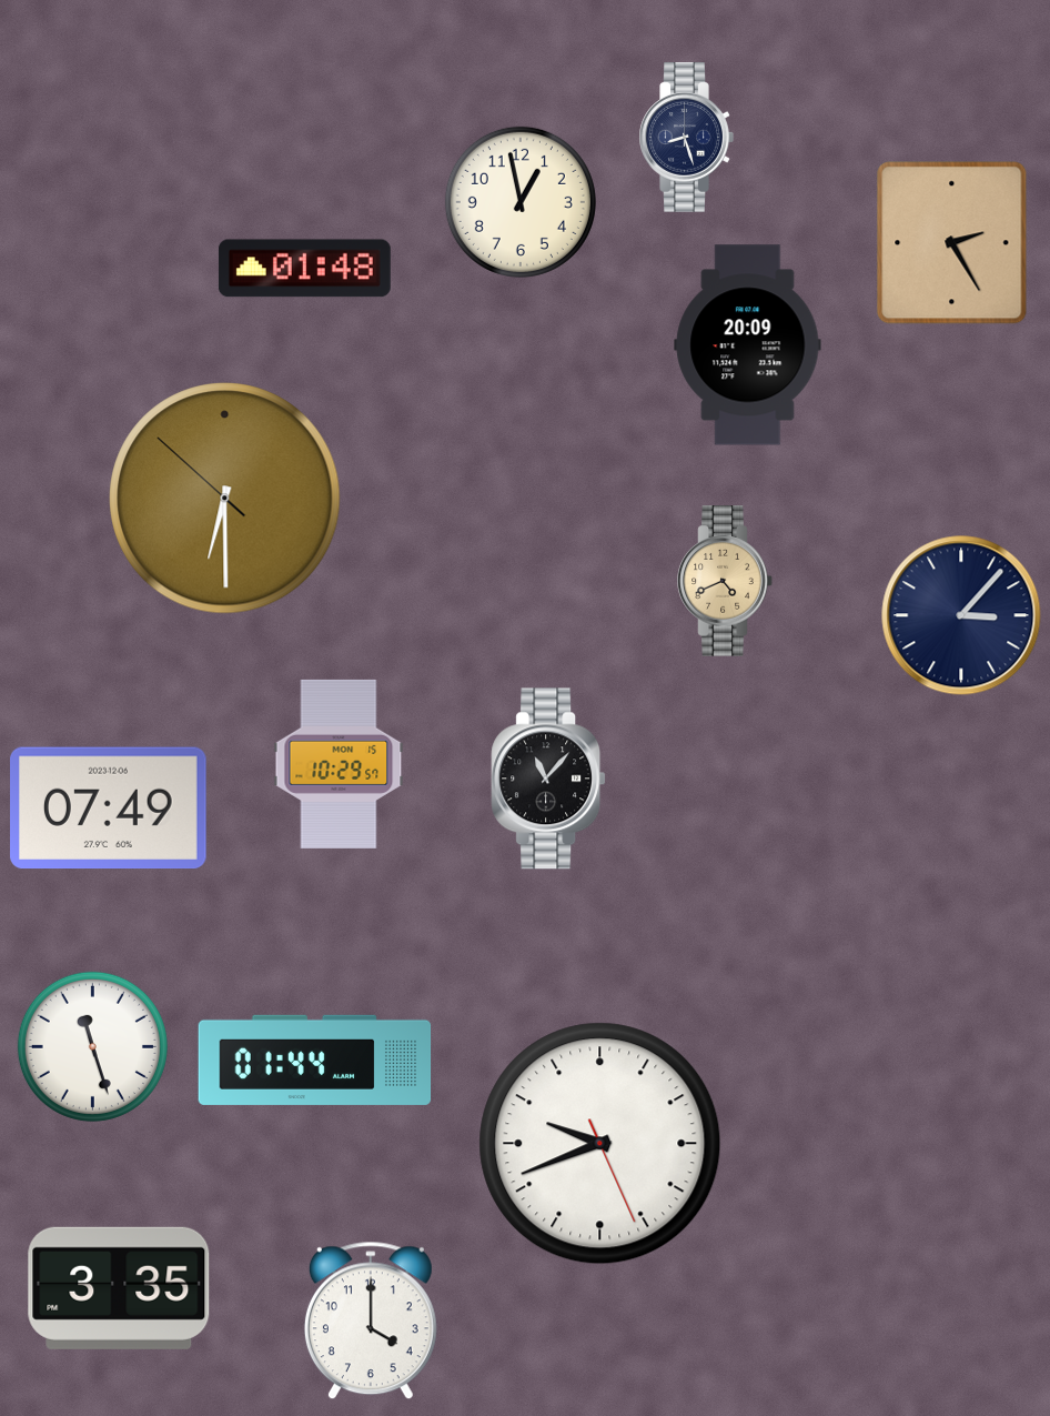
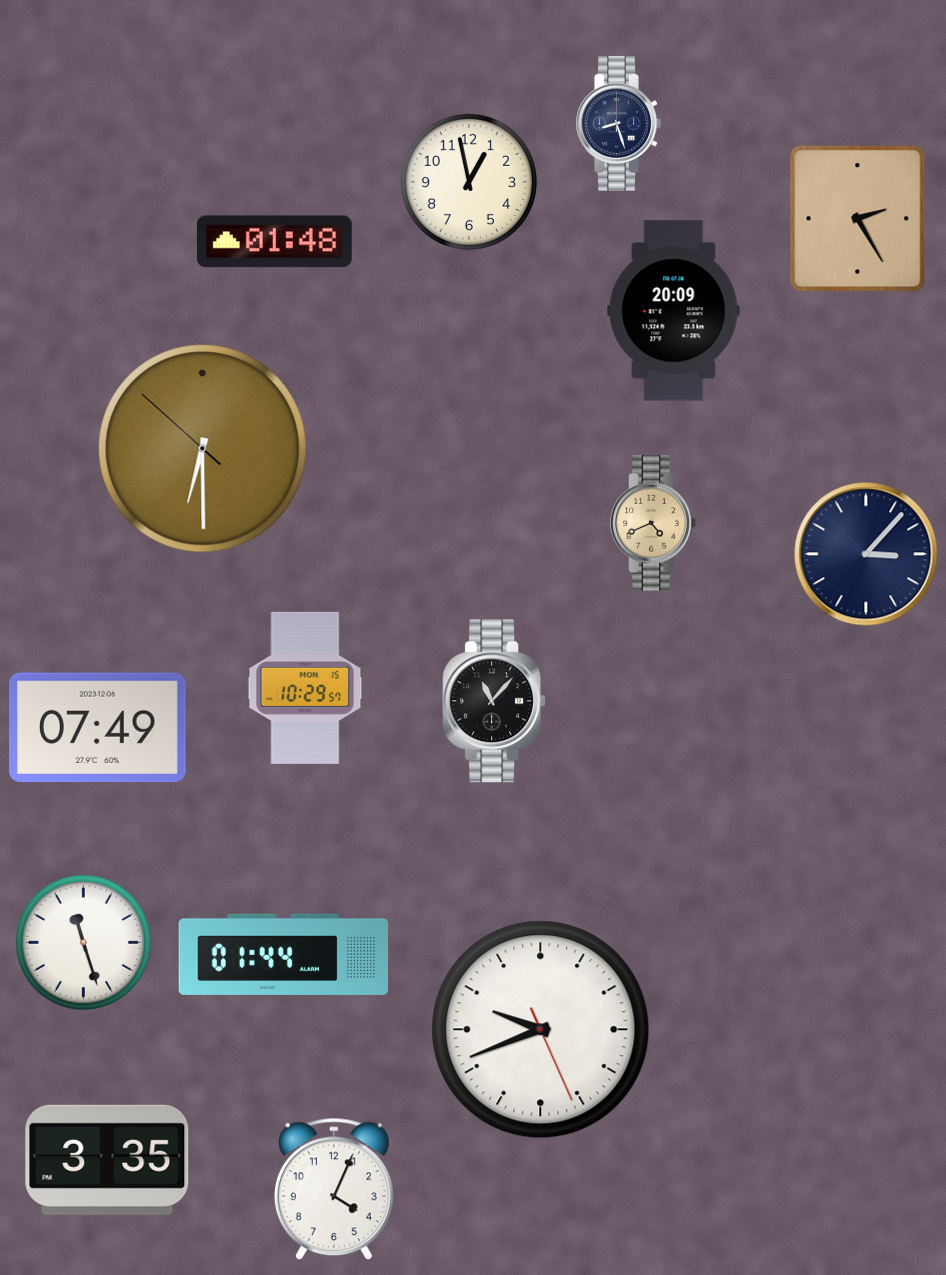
clock at (371, 1320): 4:00 -> 4:04
